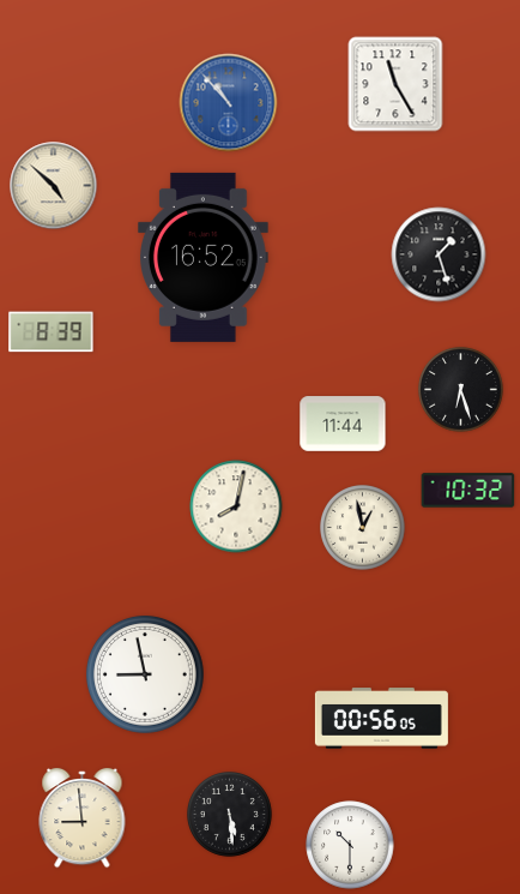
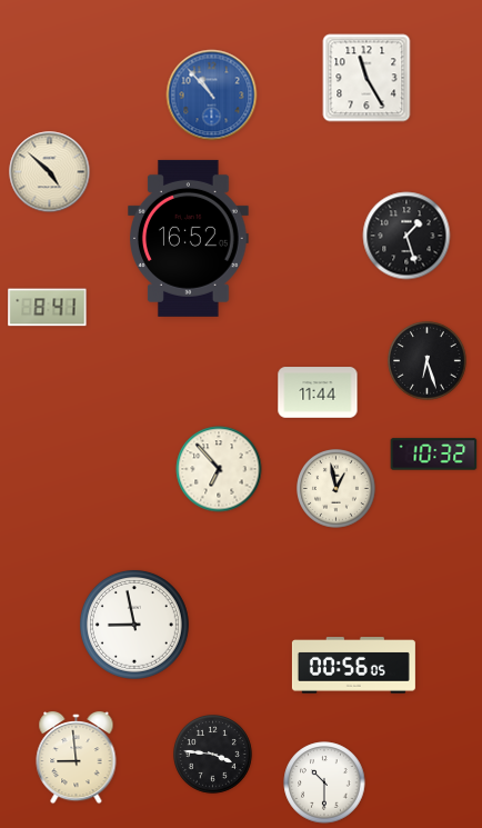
clock at (52, 332): 8:39 -> 8:41
clock at (236, 506): 8:02 -> 6:53
clock at (230, 815): 5:29 -> 3:46
